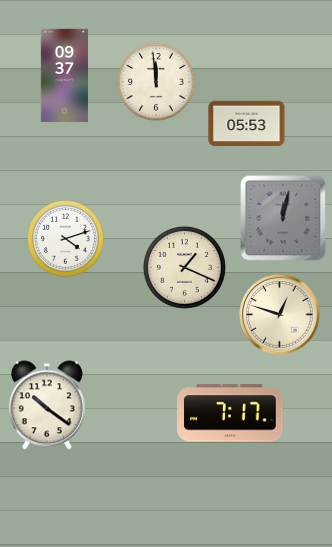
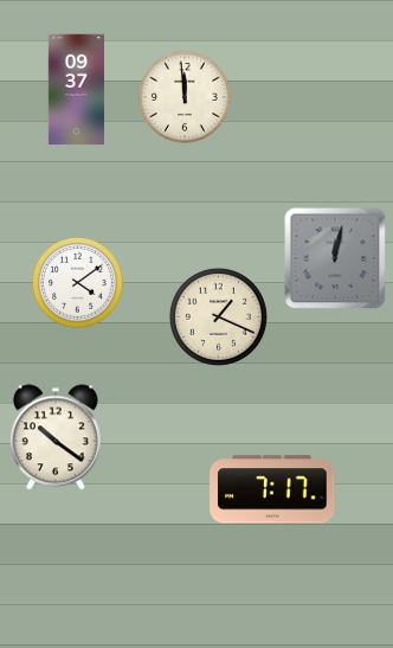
clock at (247, 124): 05:53 -> none
clock at (66, 239): 4:12 -> 4:09
clock at (280, 315): 12:48 -> none
clock at (47, 405) position: (47, 405) -> (56, 437)
